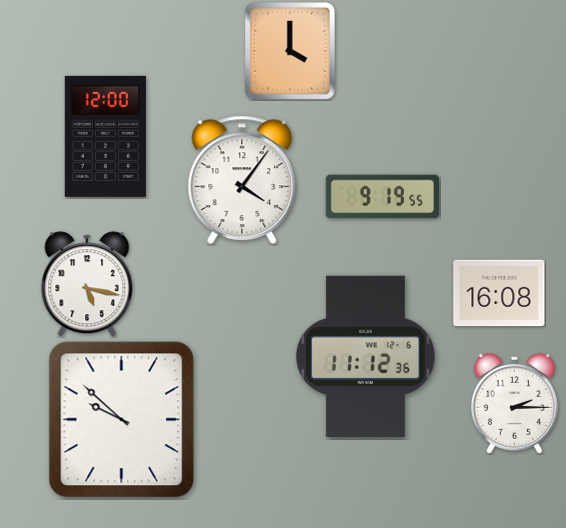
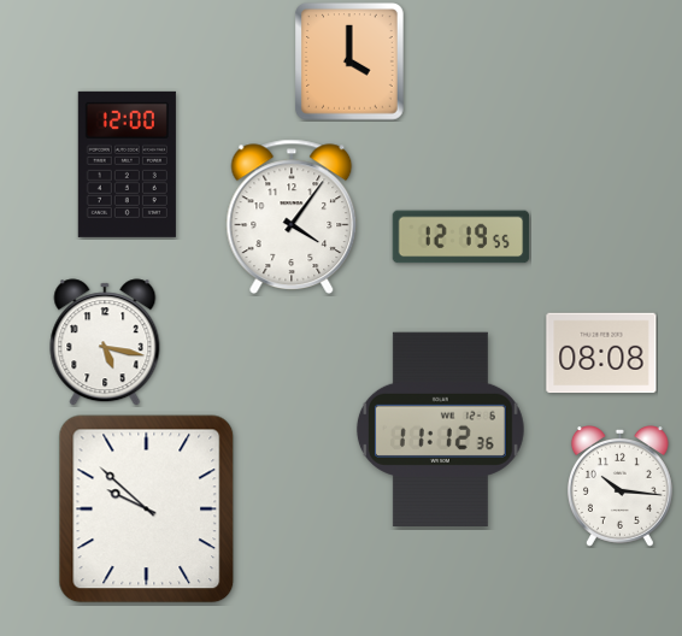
clock at (383, 197): 9:19 -> 12:19
clock at (499, 293): 16:08 -> 08:08
clock at (514, 404): 2:15 -> 10:16
clock at (122, 420) position: (122, 420) -> (147, 510)
